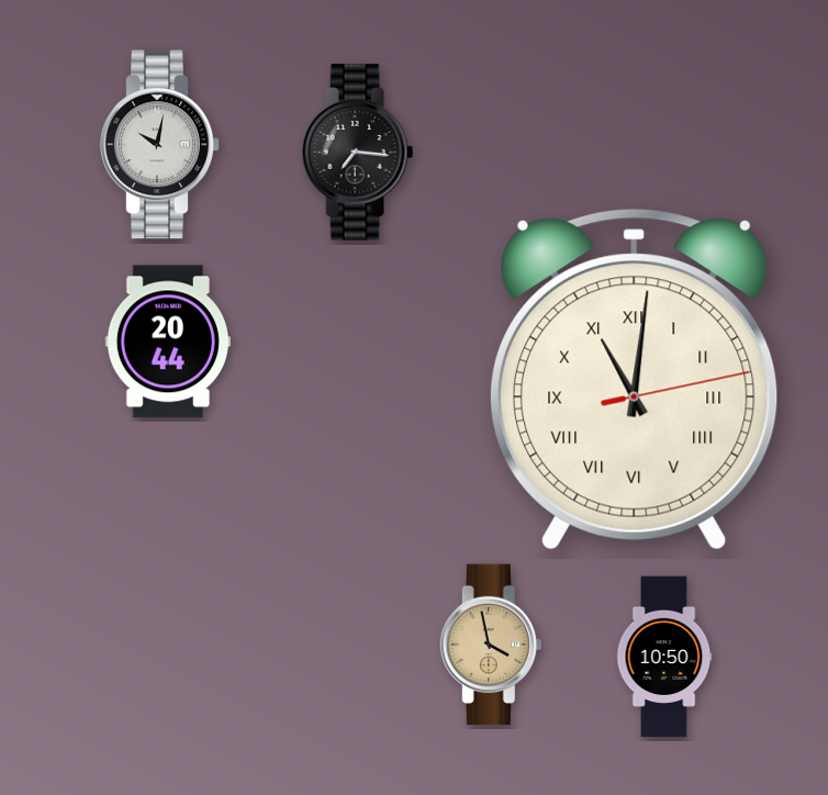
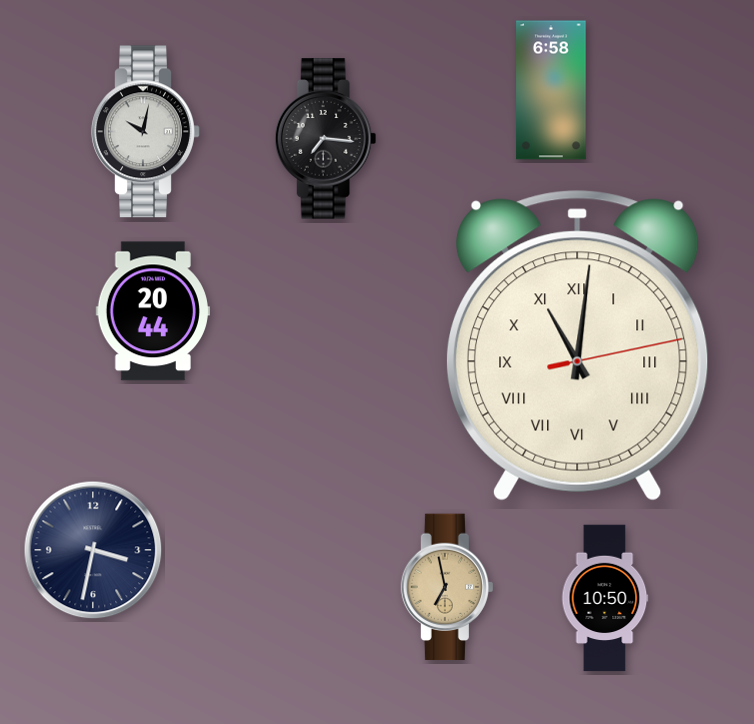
clock at (551, 90): none -> 6:58
clock at (93, 550): none -> 3:32
clock at (491, 645): 3:58 -> 6:58
